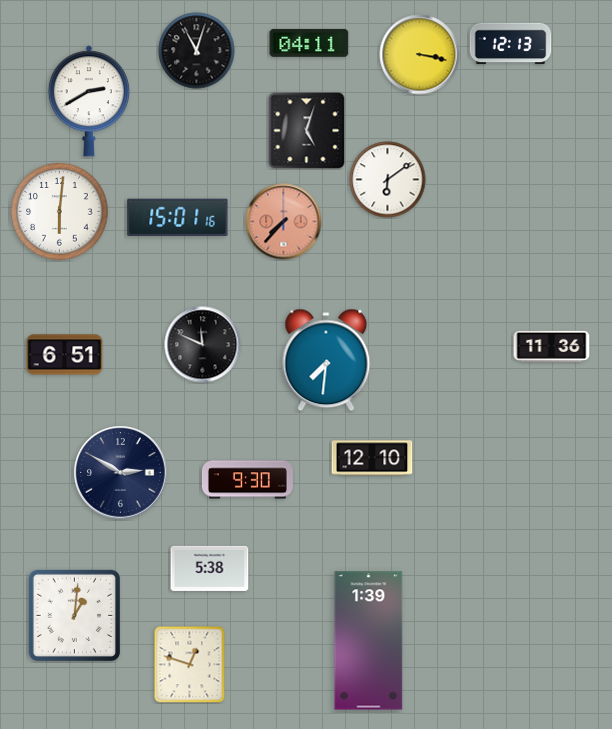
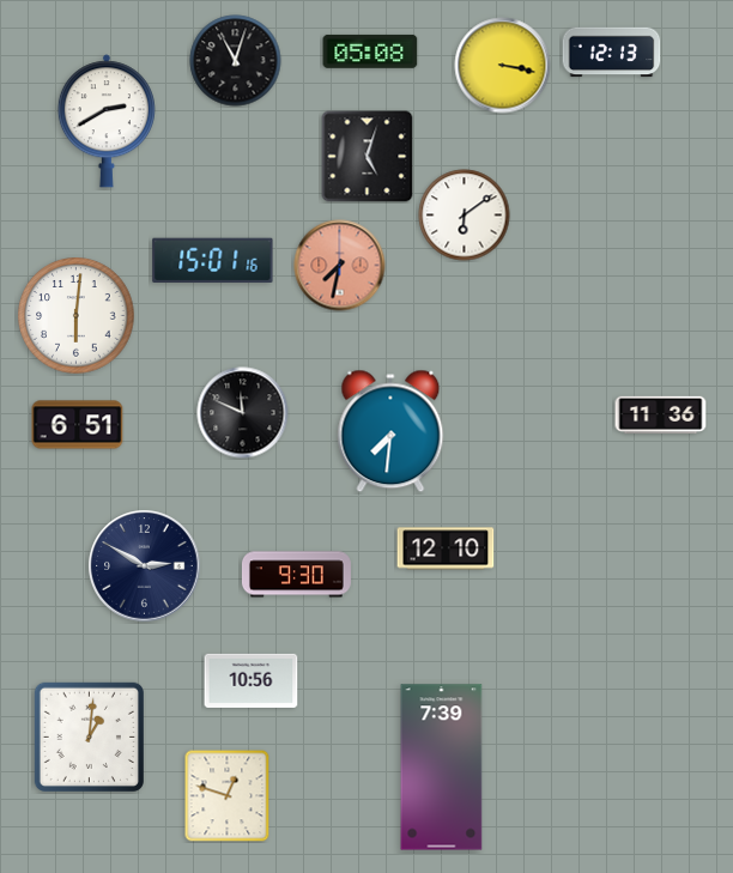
clock at (309, 43): 04:11 -> 05:08
clock at (60, 212) position: (60, 212) -> (77, 316)
clock at (284, 222): 7:37 -> 7:32
clock at (210, 568): 5:38 -> 10:56
clock at (369, 641): 1:39 -> 7:39
